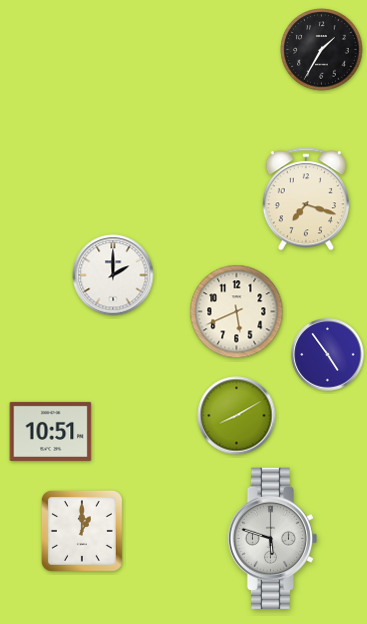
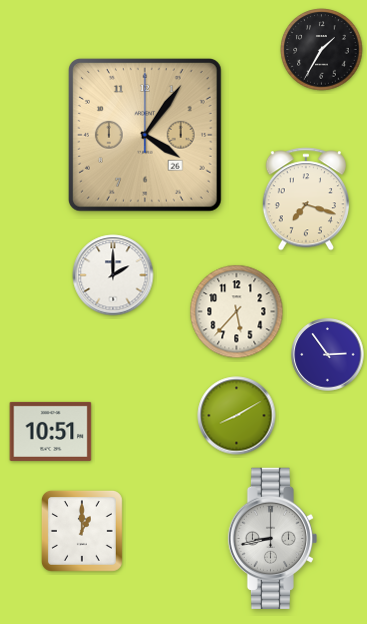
clock at (145, 135): none -> 4:06
clock at (237, 312): 5:41 -> 5:37
clock at (328, 355): 4:54 -> 2:54
clock at (273, 538): 5:48 -> 8:43
